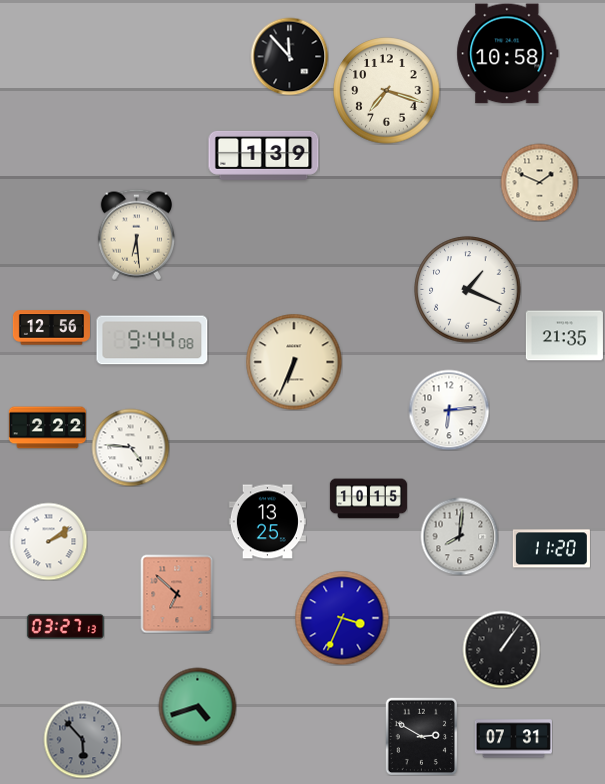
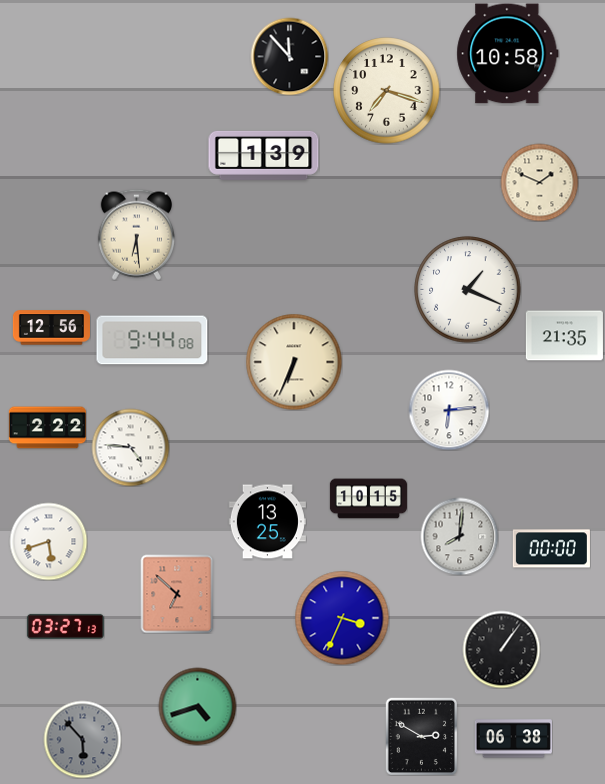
clock at (48, 541): 2:09 -> 5:42
clock at (551, 549): 11:20 -> 00:00
clock at (513, 739): 07:31 -> 06:38
